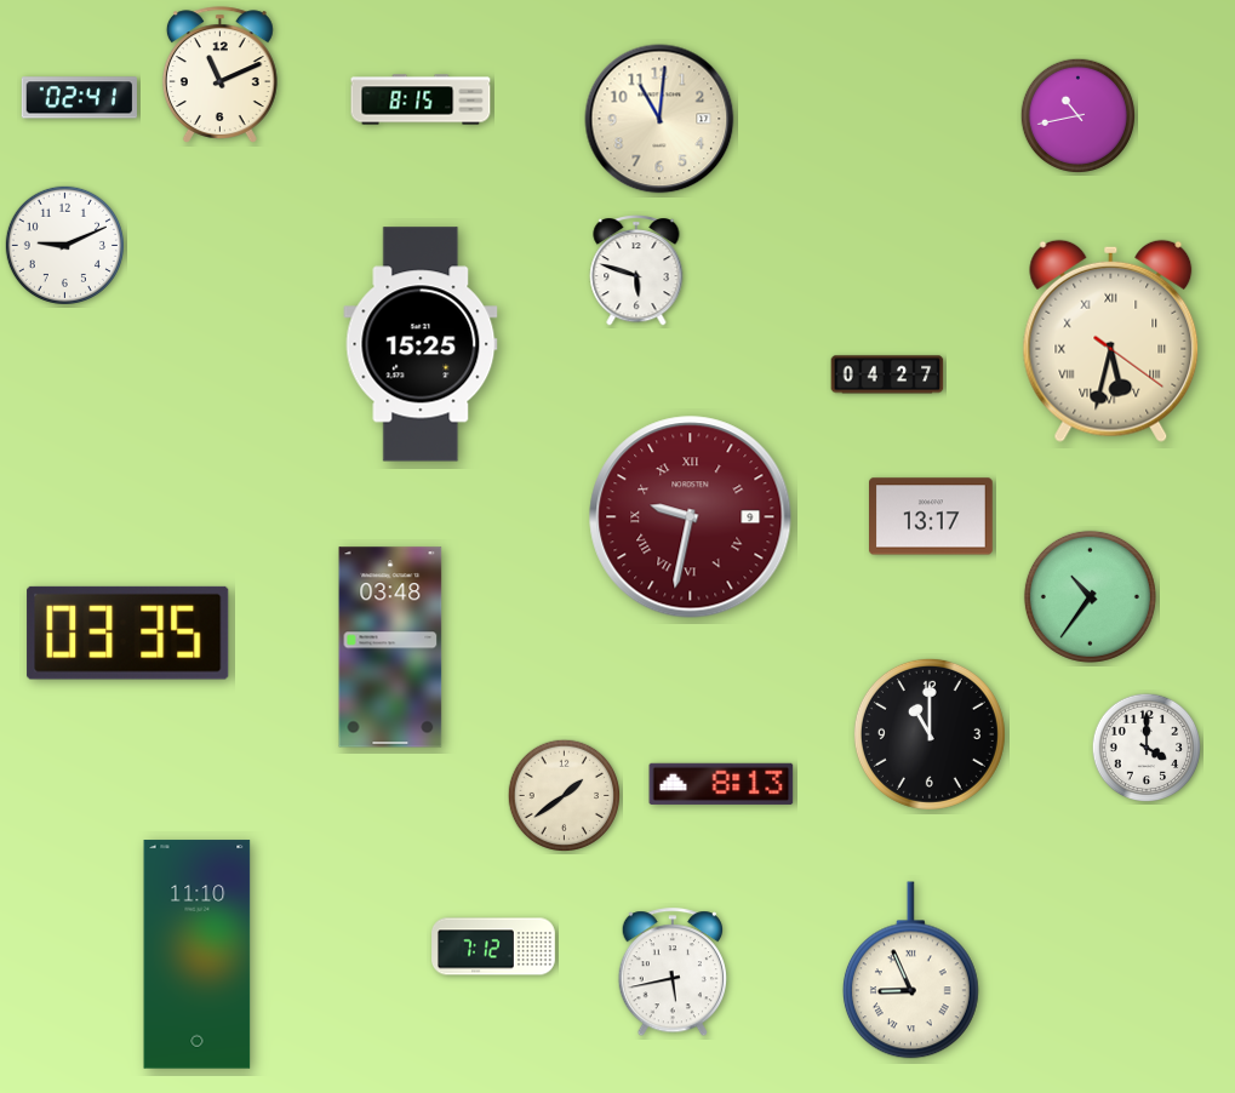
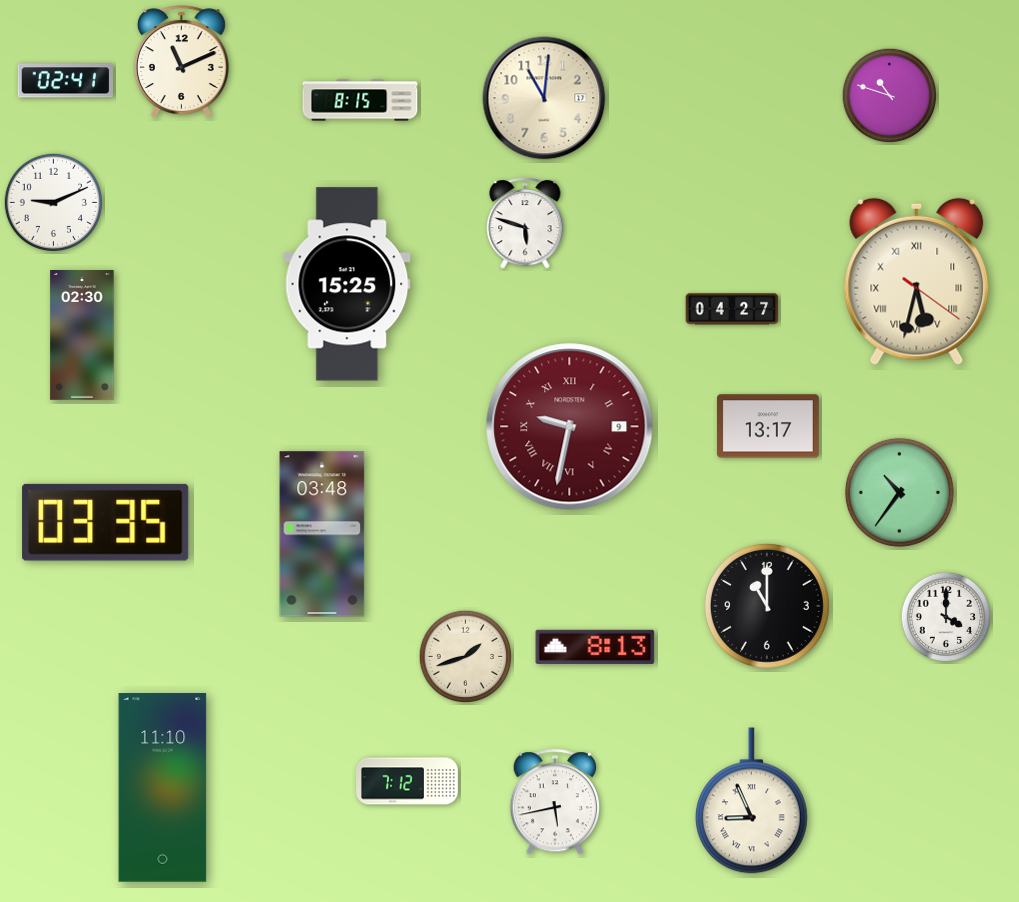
clock at (421, 99) position: (421, 99) -> (360, 100)
clock at (1077, 115): 10:43 -> 10:48
clock at (82, 336): none -> 02:30
clock at (564, 795): 1:39 -> 1:42
